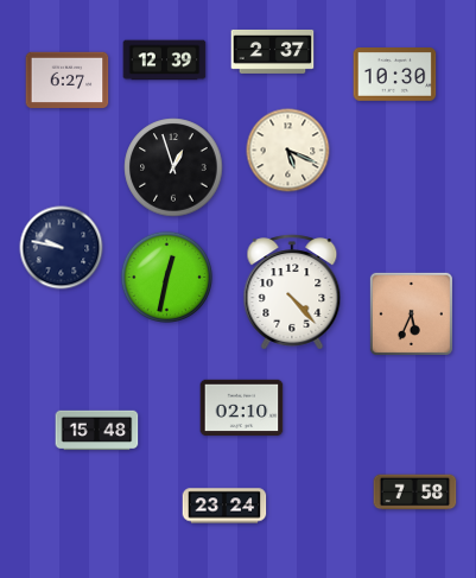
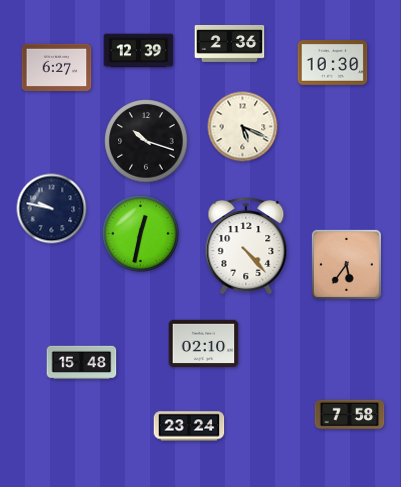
clock at (273, 51): 2:37 -> 2:36
clock at (173, 167): 12:57 -> 10:18
clock at (411, 313): 5:34 -> 5:36
